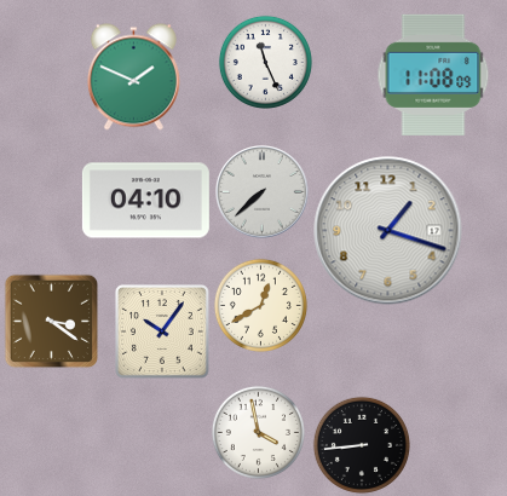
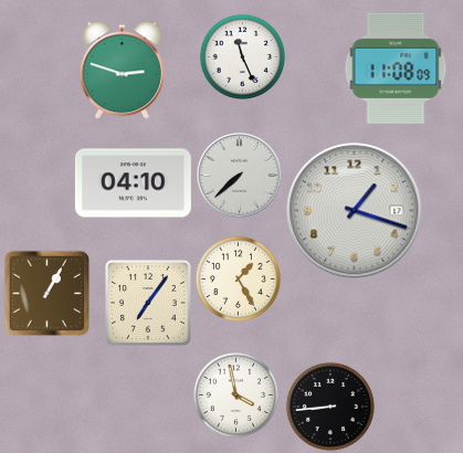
clock at (133, 77): 1:49 -> 2:48
clock at (260, 305): 12:40 -> 1:25
clock at (51, 321): 3:21 -> 1:05
clock at (163, 333): 10:06 -> 7:06
